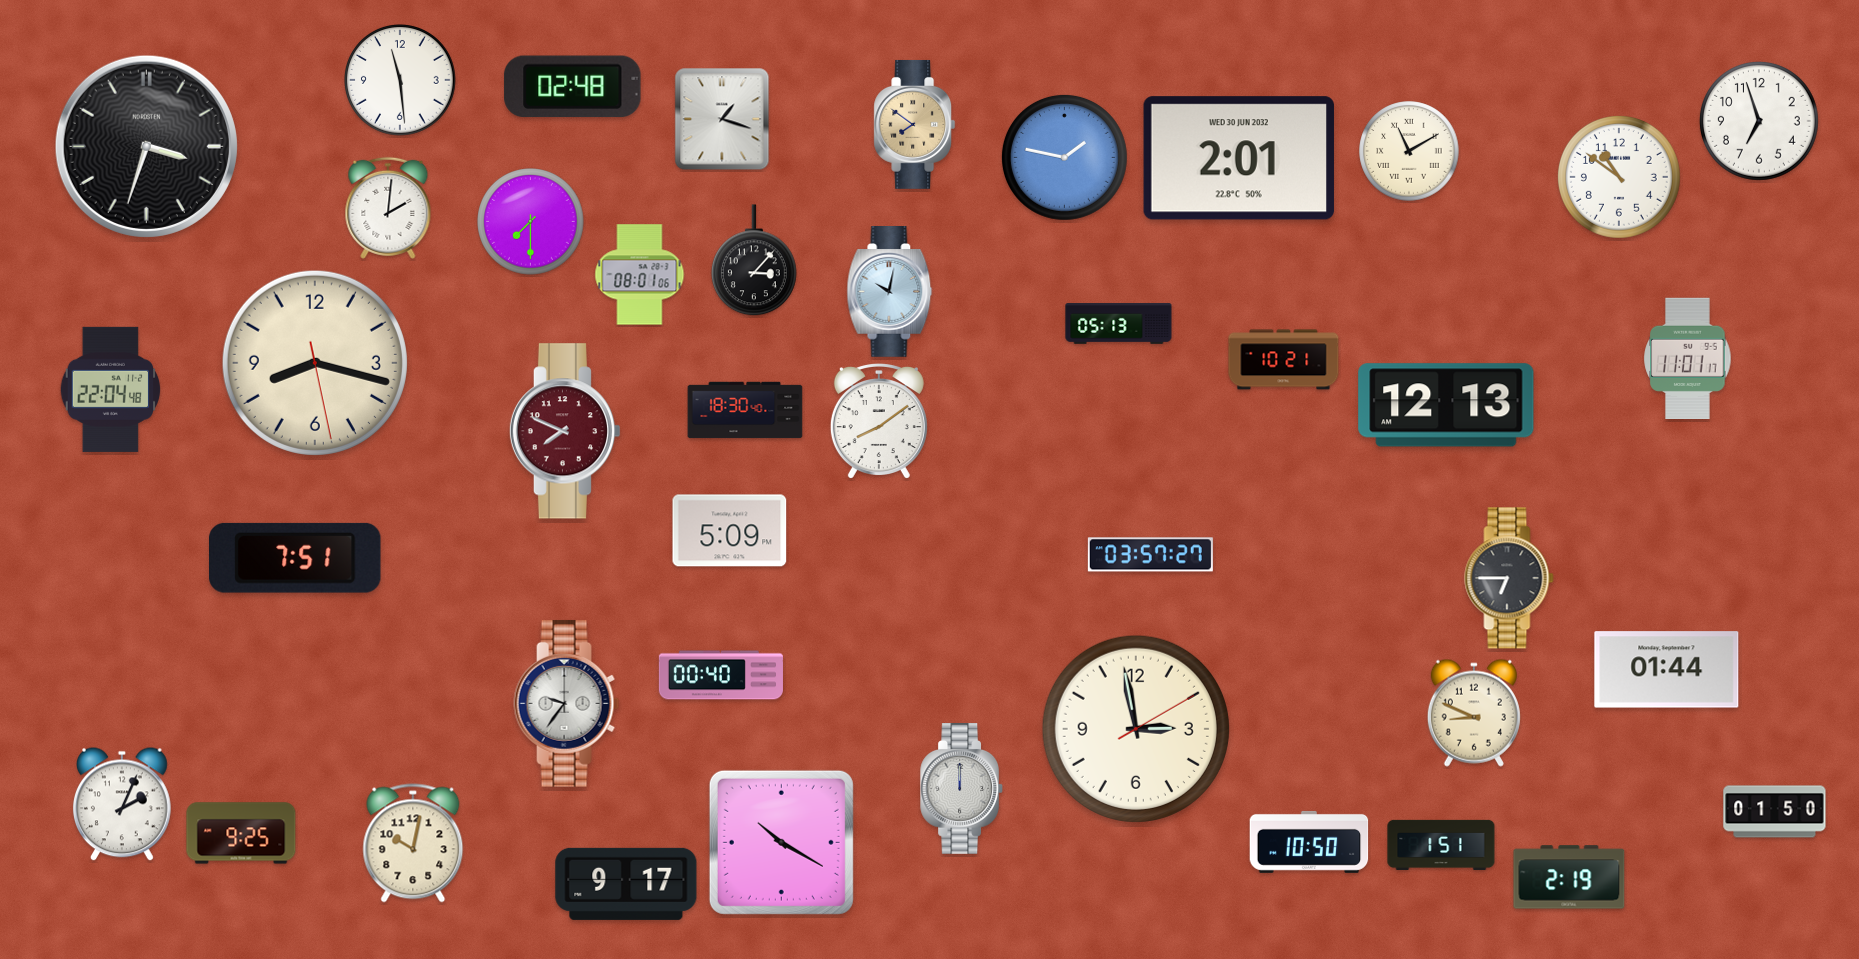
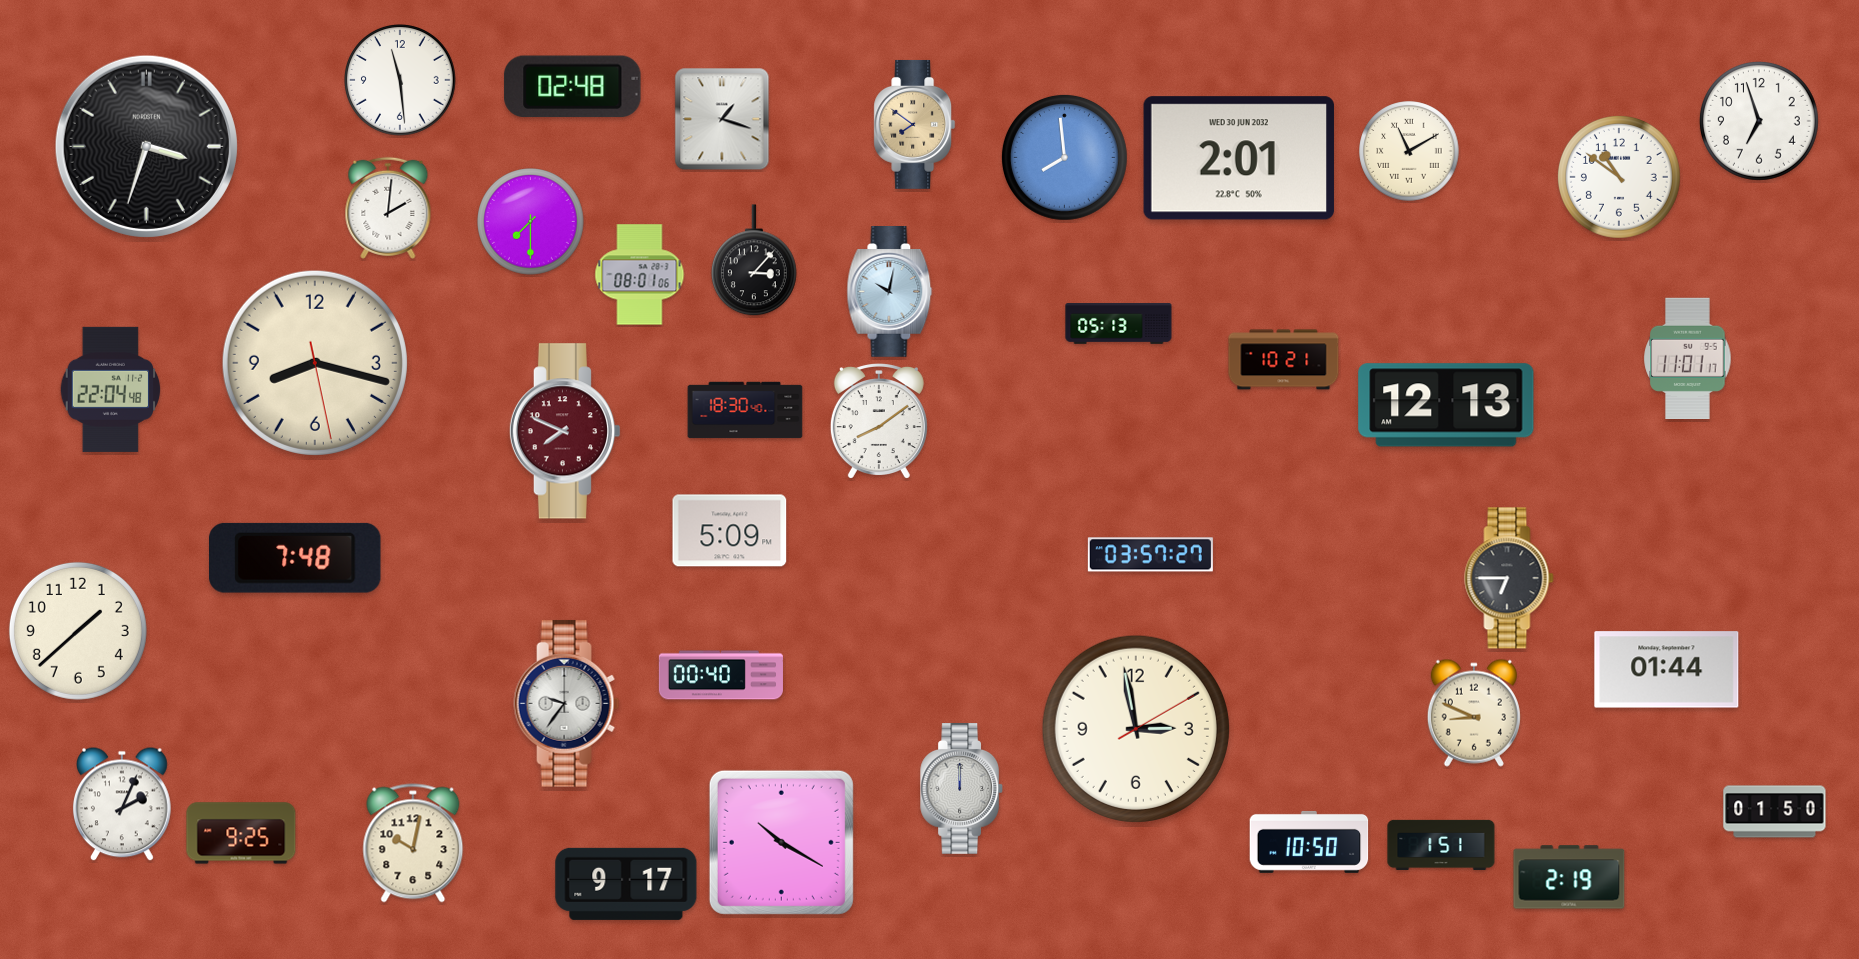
clock at (1064, 157): 1:47 -> 7:59
clock at (296, 558): 7:51 -> 7:48
clock at (78, 631): none -> 1:38
